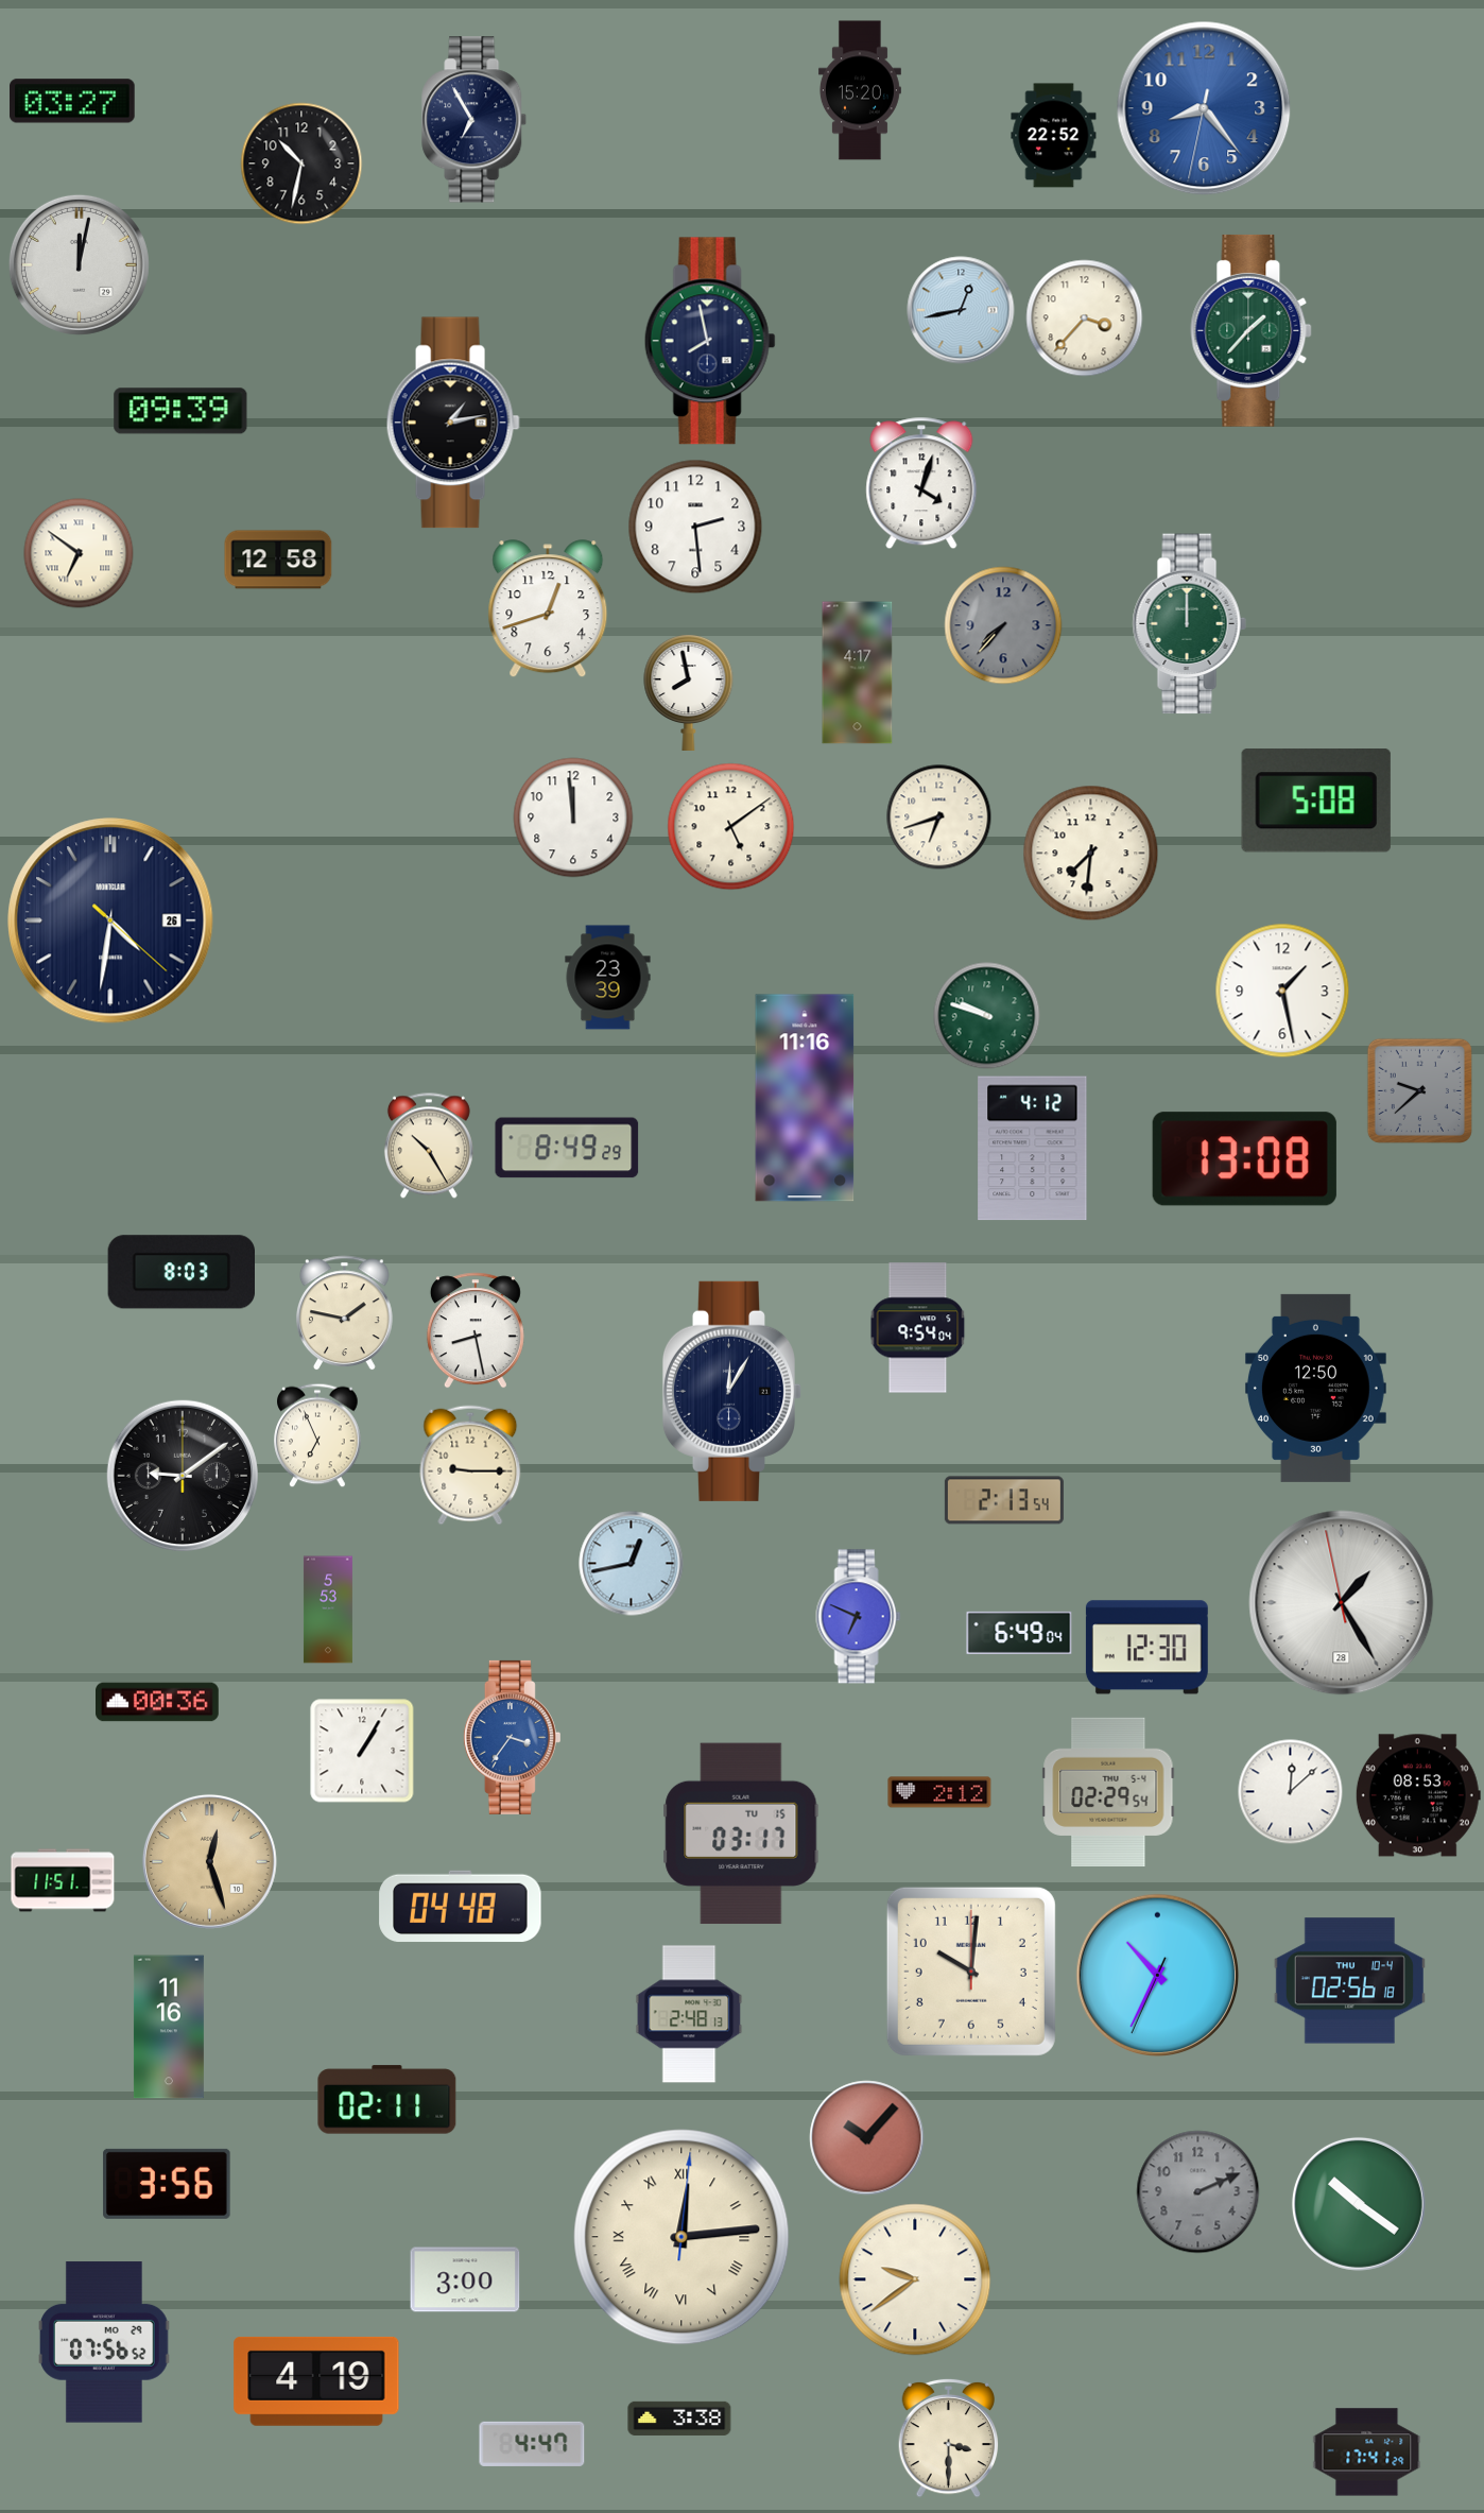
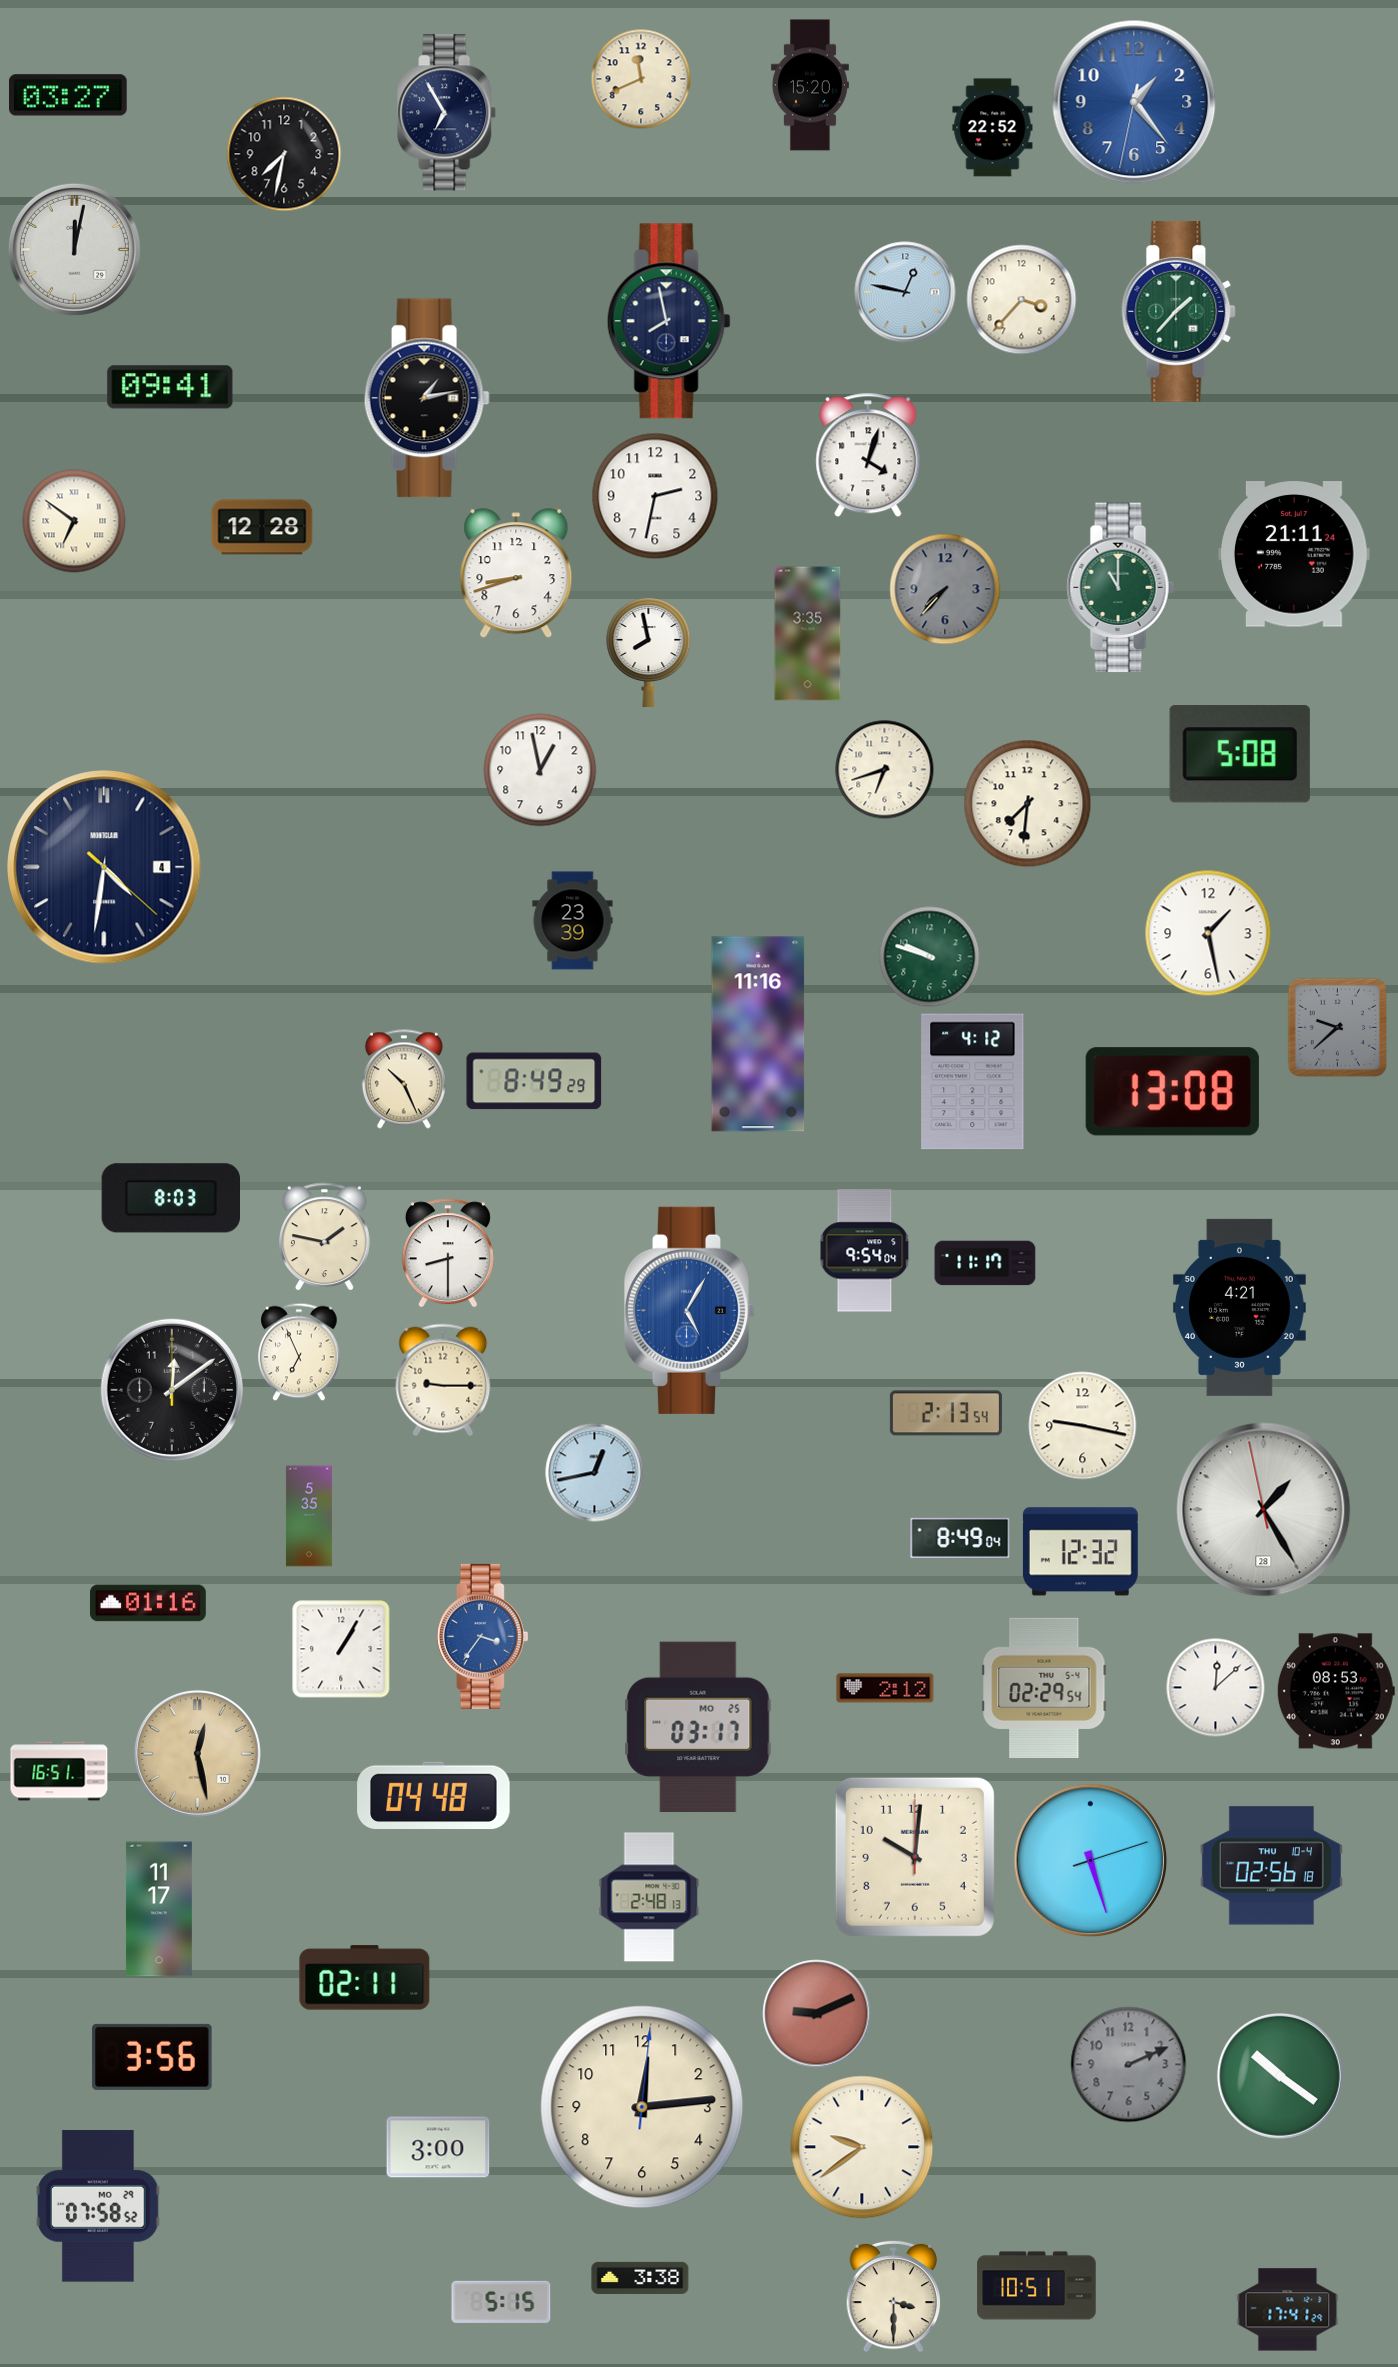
clock at (641, 79): none -> 11:41
clock at (1204, 108): 8:23 -> 1:23
clock at (301, 163): 10:32 -> 7:32
clock at (961, 310): 12:43 -> 12:47
clock at (180, 411): 09:39 -> 09:41
clock at (695, 527): 2:29 -> 2:32
clock at (278, 560): 12:58 -> 12:28
clock at (1294, 554): none -> 21:11
clock at (548, 609): 12:42 -> 8:42
clock at (1189, 624): 12:00 -> 11:00
clock at (858, 673): 4:17 -> 3:35
clock at (573, 817): 11:59 -> 12:58
clock at (731, 827): 5:09 -> none
clock at (110, 920) date: 26 -> 4
clock at (429, 1146): 10:25 -> 10:26
clock at (476, 1330): 8:28 -> 8:30
clock at (985, 1263): none -> 11:17
clock at (1315, 1388): 12:50 -> 4:21
clock at (731, 1391): 12:05 -> 5:05
clock at (731, 1391) dial: navy -> blue
clock at (183, 1476): 9:09 -> 12:09
clock at (1083, 1426): none -> 9:17
clock at (328, 1610): 5:53 -> 5:35
clock at (859, 1617): 6:49 -> none
clock at (1019, 1633): 6:49 -> 8:49
clock at (1146, 1648): 12:30 -> 12:32
clock at (158, 1702): 00:36 -> 01:16
clock at (741, 1834) date: TU 15 -> MO 25
clock at (209, 1861): 12:27 -> 12:28
clock at (63, 1880): 11:51 -> 16:51
clock at (1158, 1976): 10:34 -> 5:27
clock at (169, 2027): 11:16 -> 11:17
clock at (867, 2138): 10:07 -> 9:11
clock at (167, 2184) position: (167, 2184) -> (152, 2057)
clock at (681, 2237) numerals: Roman -> Arabic
clock at (105, 2342): 07:56 -> 07:58
clock at (316, 2381): 4:19 -> none
clock at (1037, 2286): none -> 10:51
clock at (532, 2444): 4:47 -> 5:15
